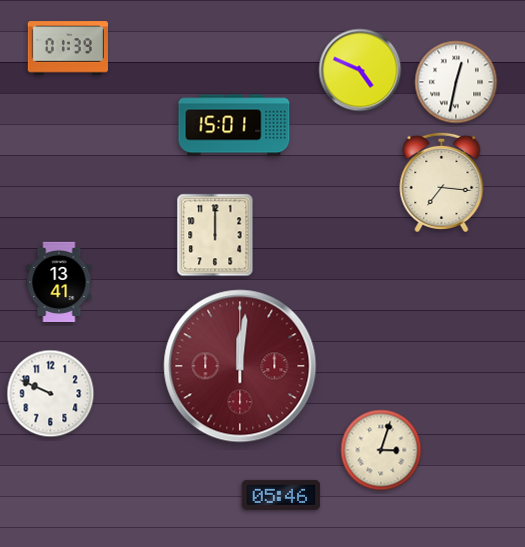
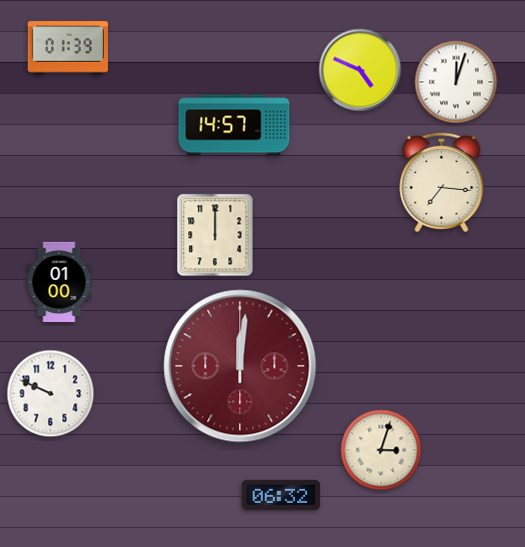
clock at (456, 82): 12:32 -> 12:03
clock at (234, 125): 15:01 -> 14:57
clock at (59, 281): 13:41 -> 01:00
clock at (281, 495): 05:46 -> 06:32
